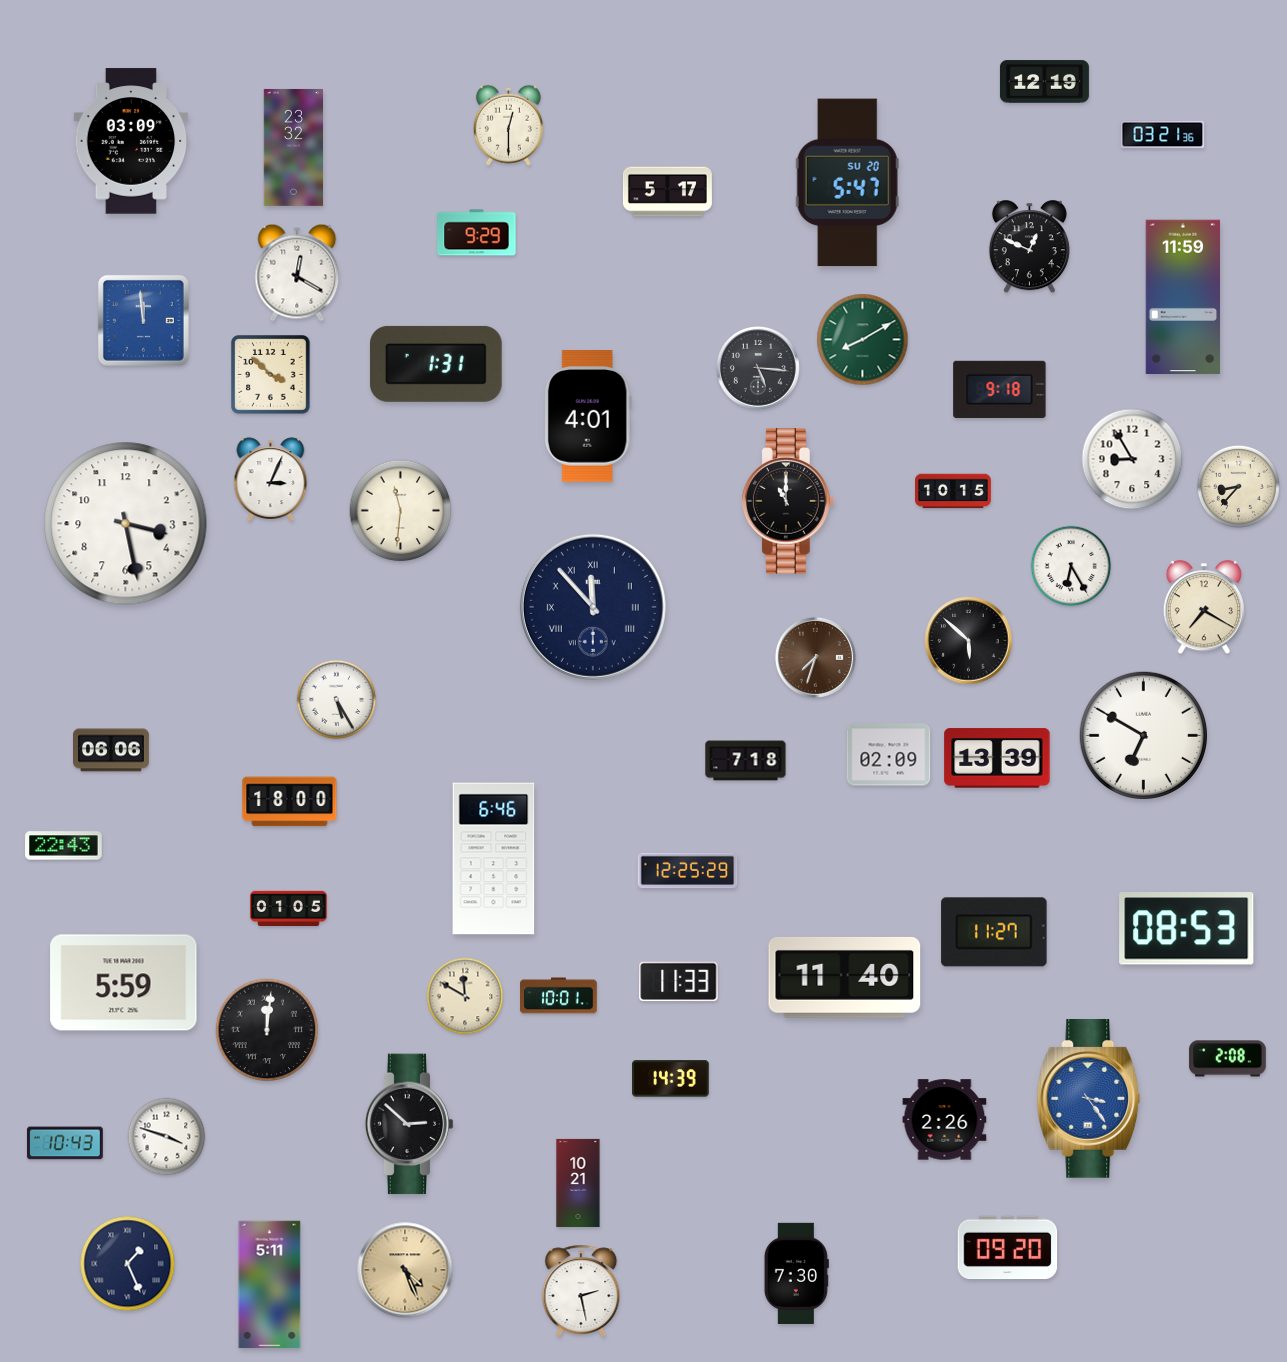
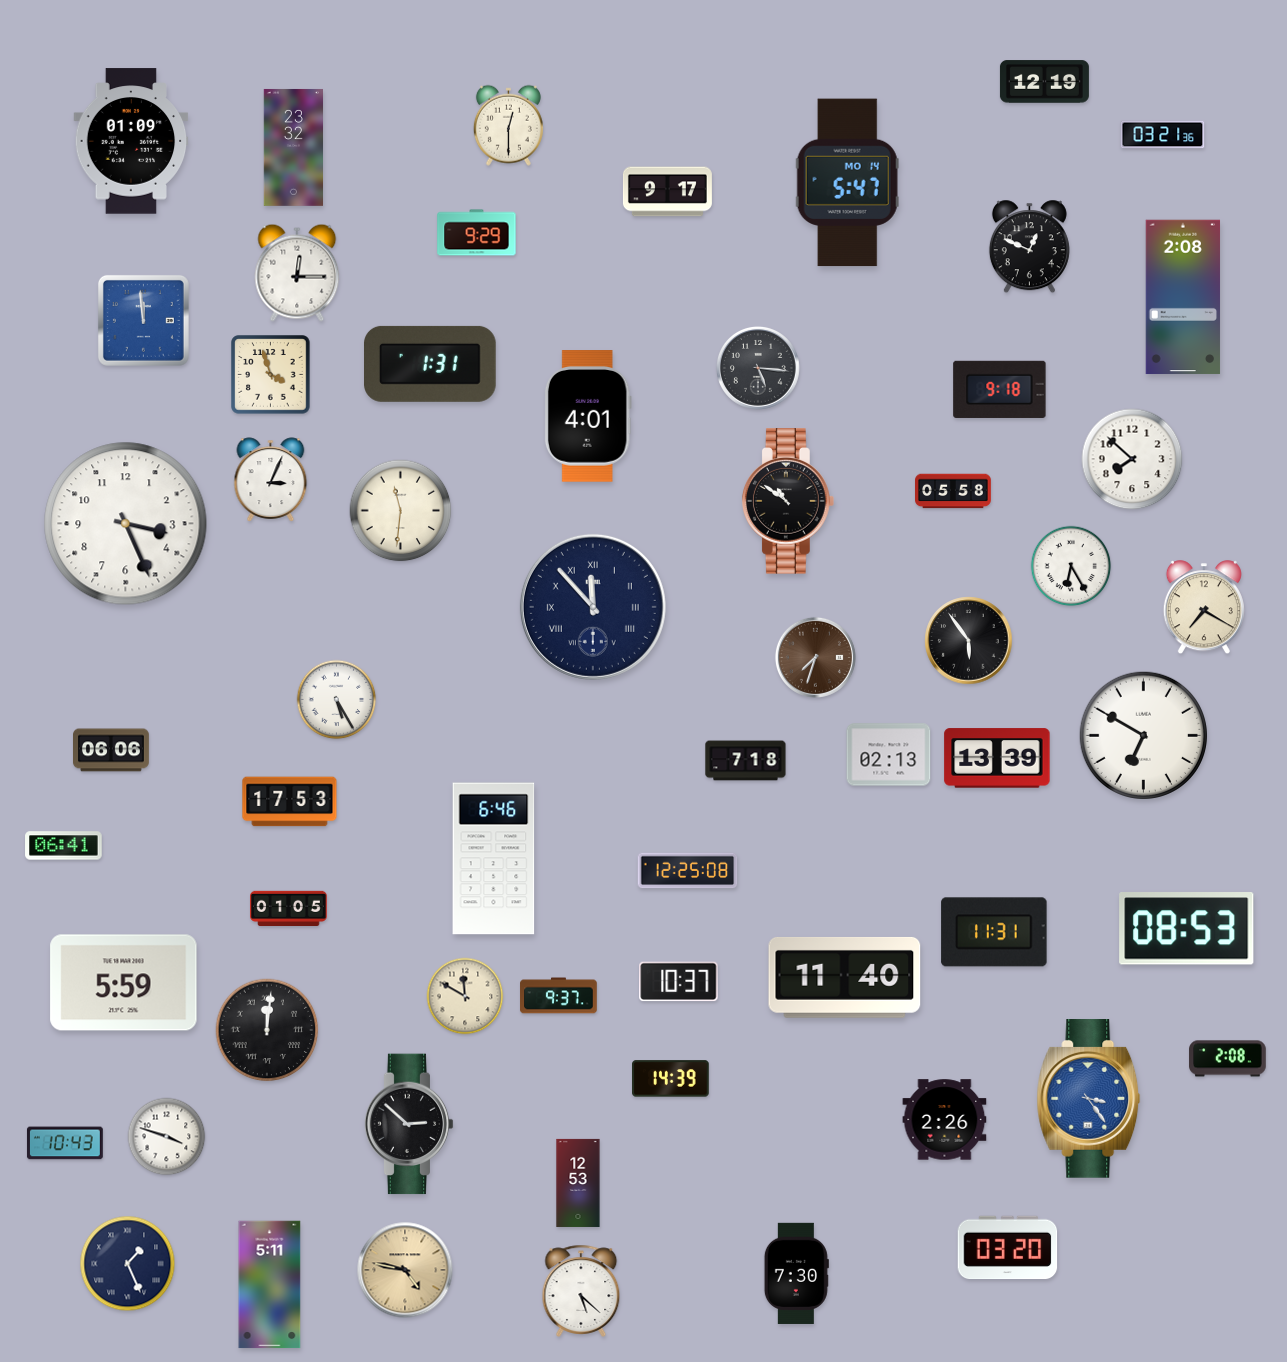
clock at (131, 141): 03:09 -> 01:09
clock at (847, 183) date: SU 20 -> MO 14
clock at (667, 192): 5:17 -> 9:17
clock at (297, 273): 12:20 -> 12:15
clock at (1183, 297): 11:59 -> 2:08
clock at (863, 340): 8:10 -> none
clock at (437, 364) position: (437, 364) -> (431, 364)
clock at (271, 375): 3:52 -> 3:57
clock at (1132, 459): 8:55 -> 7:52
clock at (1238, 486): 8:37 -> none
clock at (954, 491): 10:15 -> 05:58
clock at (789, 501): 11:00 -> 10:51
clock at (126, 524): 3:28 -> 3:26
clock at (969, 641): 5:52 -> 5:54
clock at (889, 755): 02:09 -> 02:13
clock at (290, 802): 18:00 -> 17:53
clock at (64, 846): 22:43 -> 06:41
clock at (688, 871): 12:25:29 -> 12:25:08
clock at (994, 932): 11:27 -> 11:31
clock at (679, 982): 11:33 -> 10:37
clock at (559, 996): 10:01 -> 9:37
clock at (578, 1183): 10:21 -> 12:53
clock at (1008, 1248): 09:20 -> 03:20
clock at (405, 1270): 4:26 -> 4:47
clock at (581, 1291): 2:28 -> 5:22
